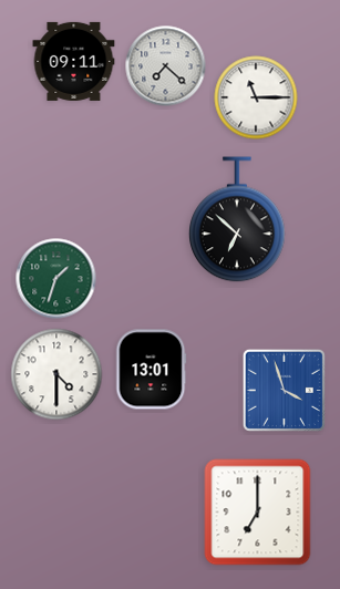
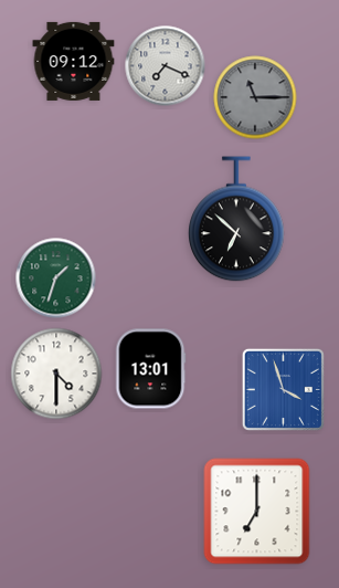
clock at (74, 61): 09:11 -> 09:12
clock at (166, 66): 7:22 -> 7:19
clock at (256, 97) dial: white -> grey
